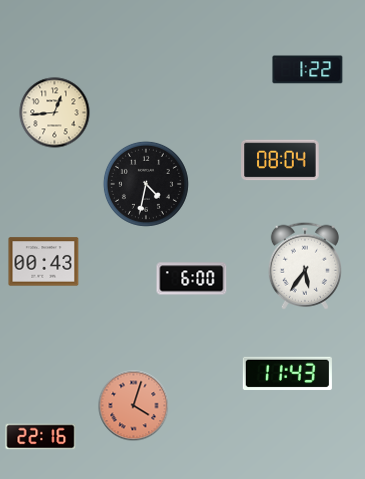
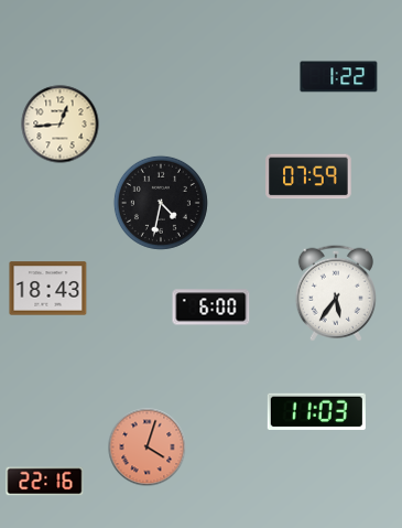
clock at (280, 160): 08:04 -> 07:59
clock at (44, 262): 00:43 -> 18:43
clock at (287, 373): 11:43 -> 11:03
